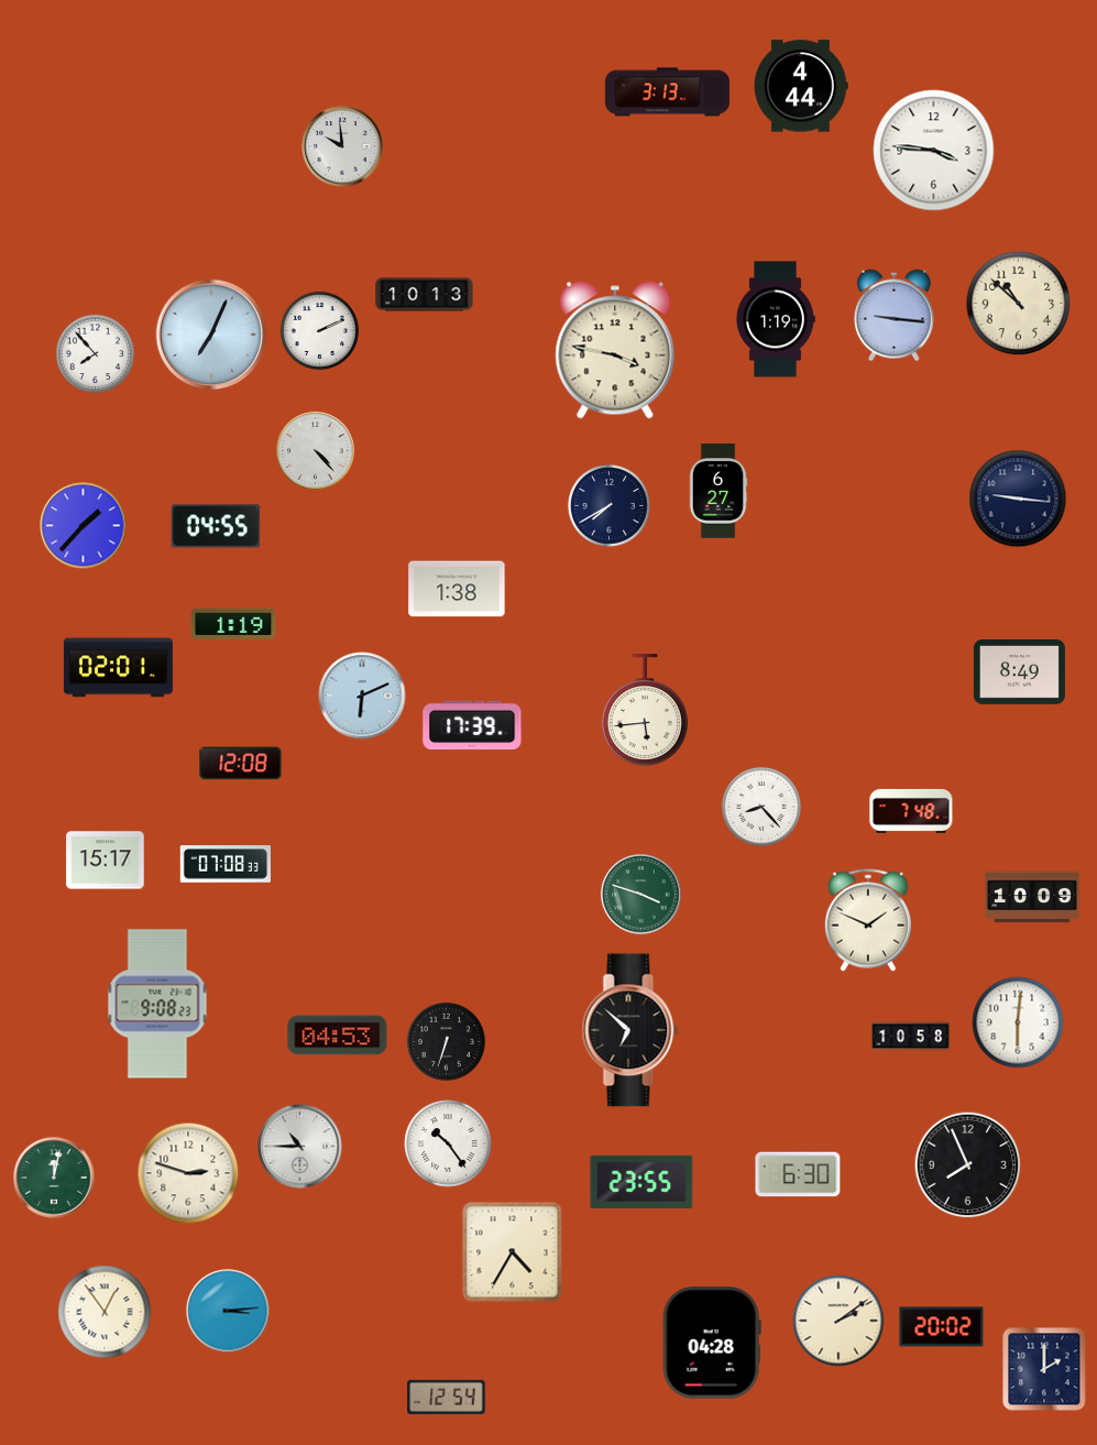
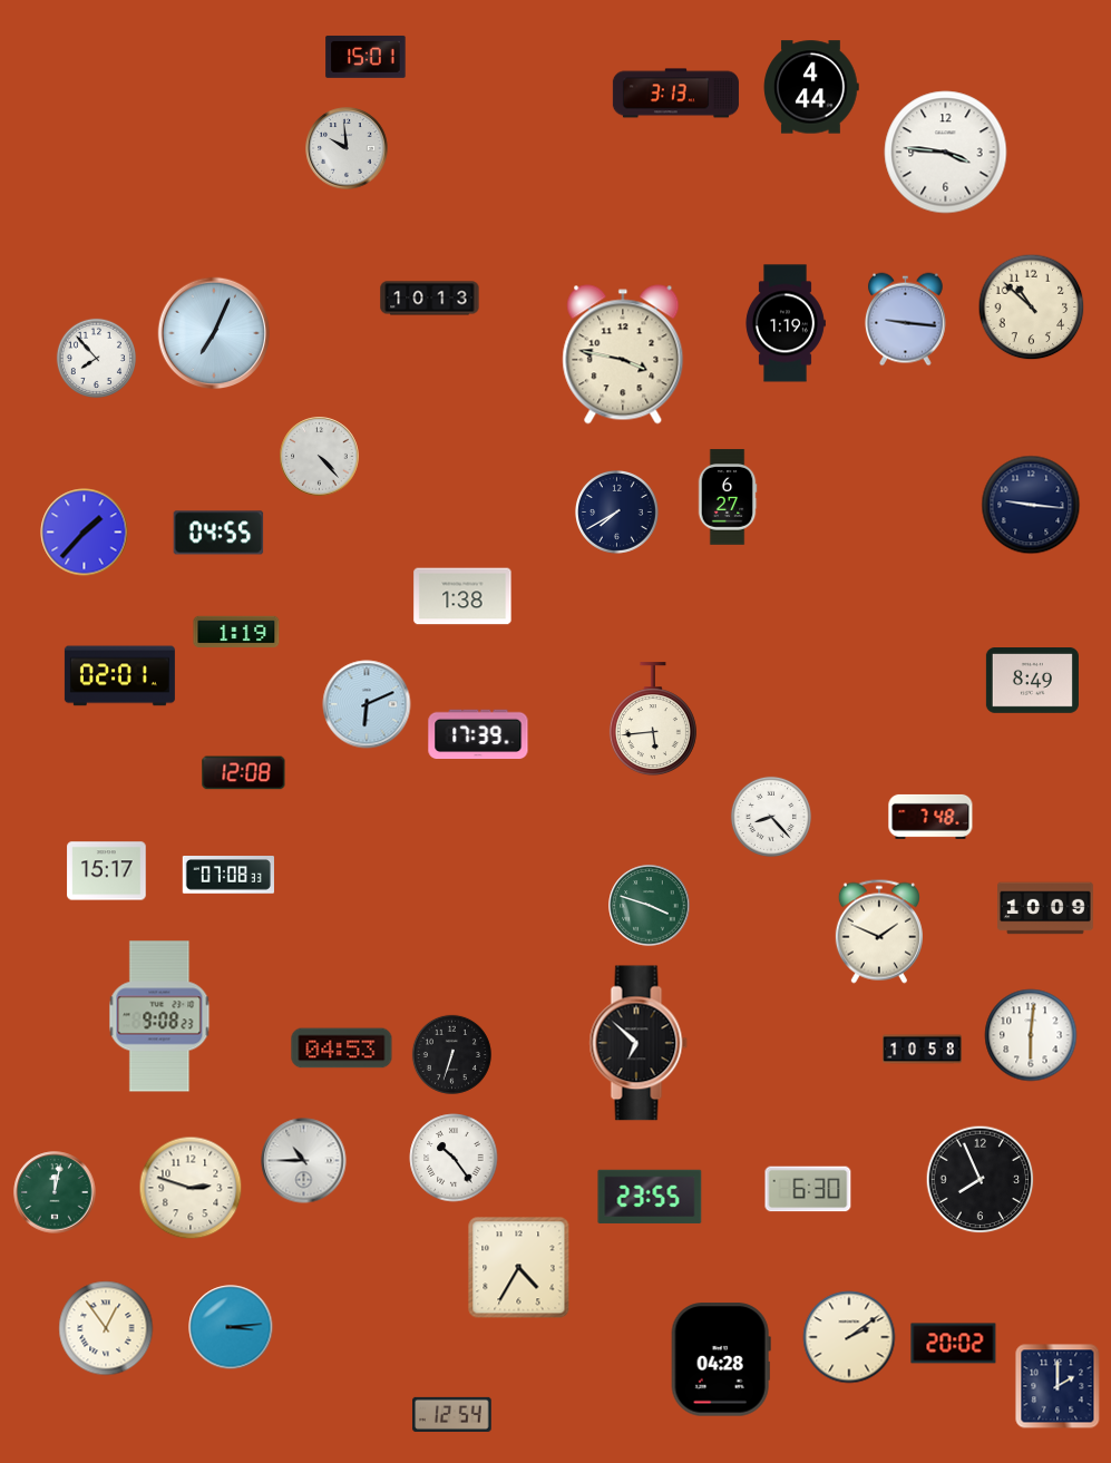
clock at (366, 57): none -> 15:01
clock at (319, 330): 2:11 -> none
clock at (211, 335) position: (211, 335) -> (214, 333)
clock at (911, 811) position: (911, 811) -> (930, 817)
